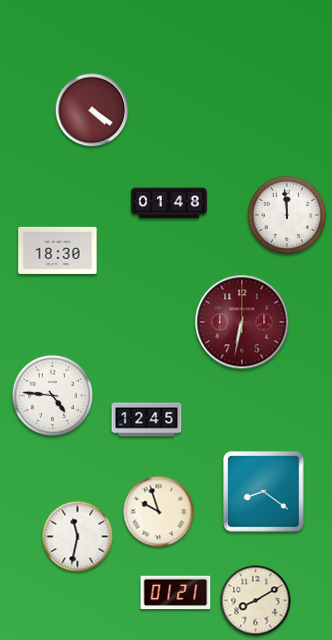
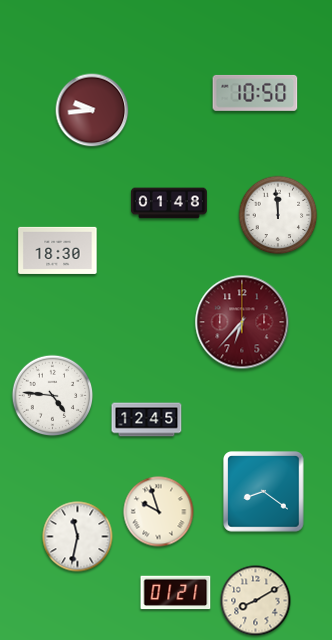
clock at (255, 93): none -> 10:50
clock at (92, 110): 4:21 -> 9:44
clock at (287, 215) position: (287, 215) -> (278, 215)
clock at (242, 322): 6:32 -> 6:37
